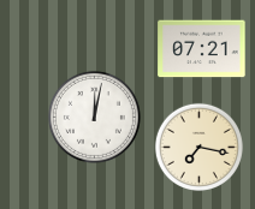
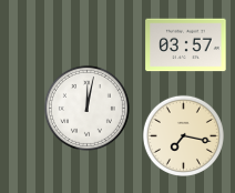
clock at (202, 49): 07:21 -> 03:57
